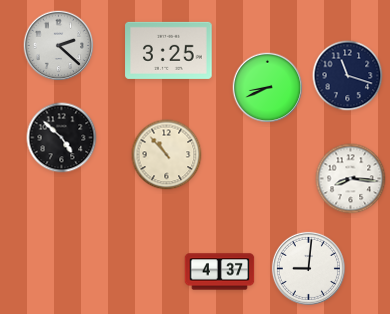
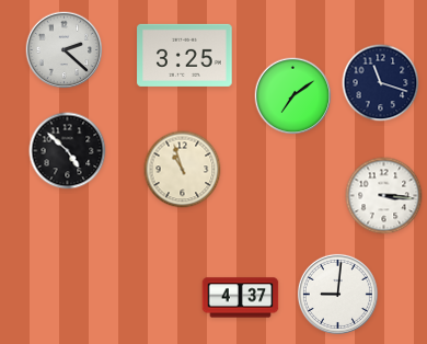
clock at (268, 88): 8:41 -> 7:09
clock at (167, 155): 10:53 -> 10:57
clock at (351, 179): 8:16 -> 3:16
